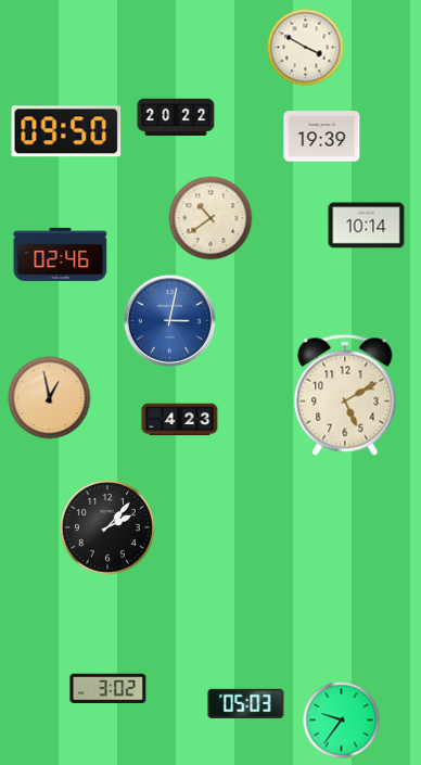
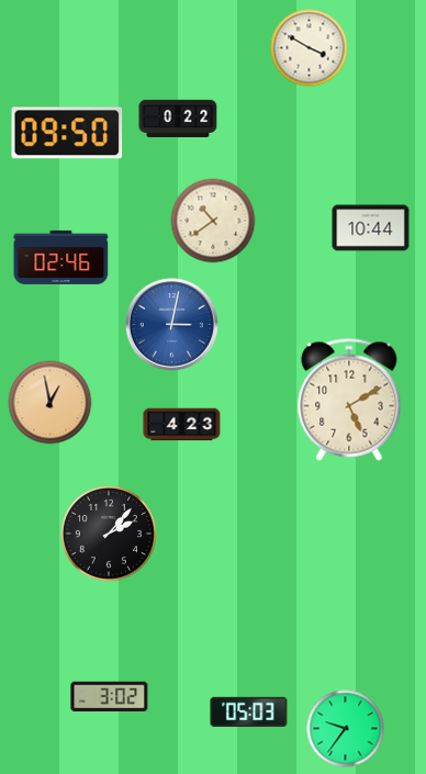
clock at (176, 116): 20:22 -> 0:22
clock at (322, 137): 19:39 -> none
clock at (367, 226): 10:14 -> 10:44
